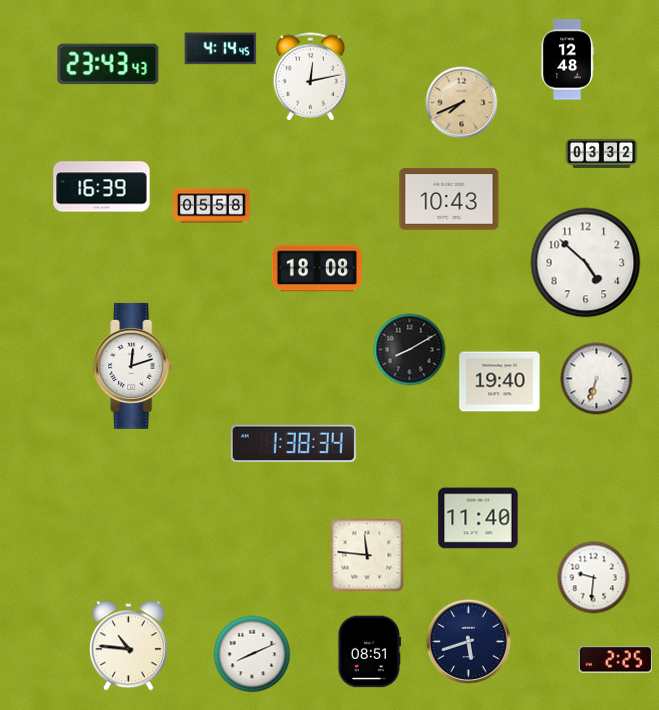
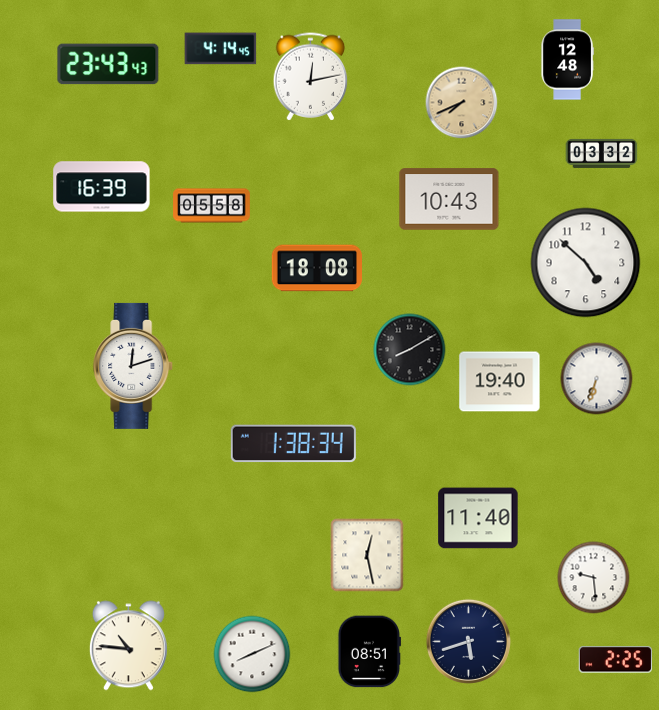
clock at (367, 555): 11:46 -> 12:28
clock at (594, 578): 9:31 -> 9:29
